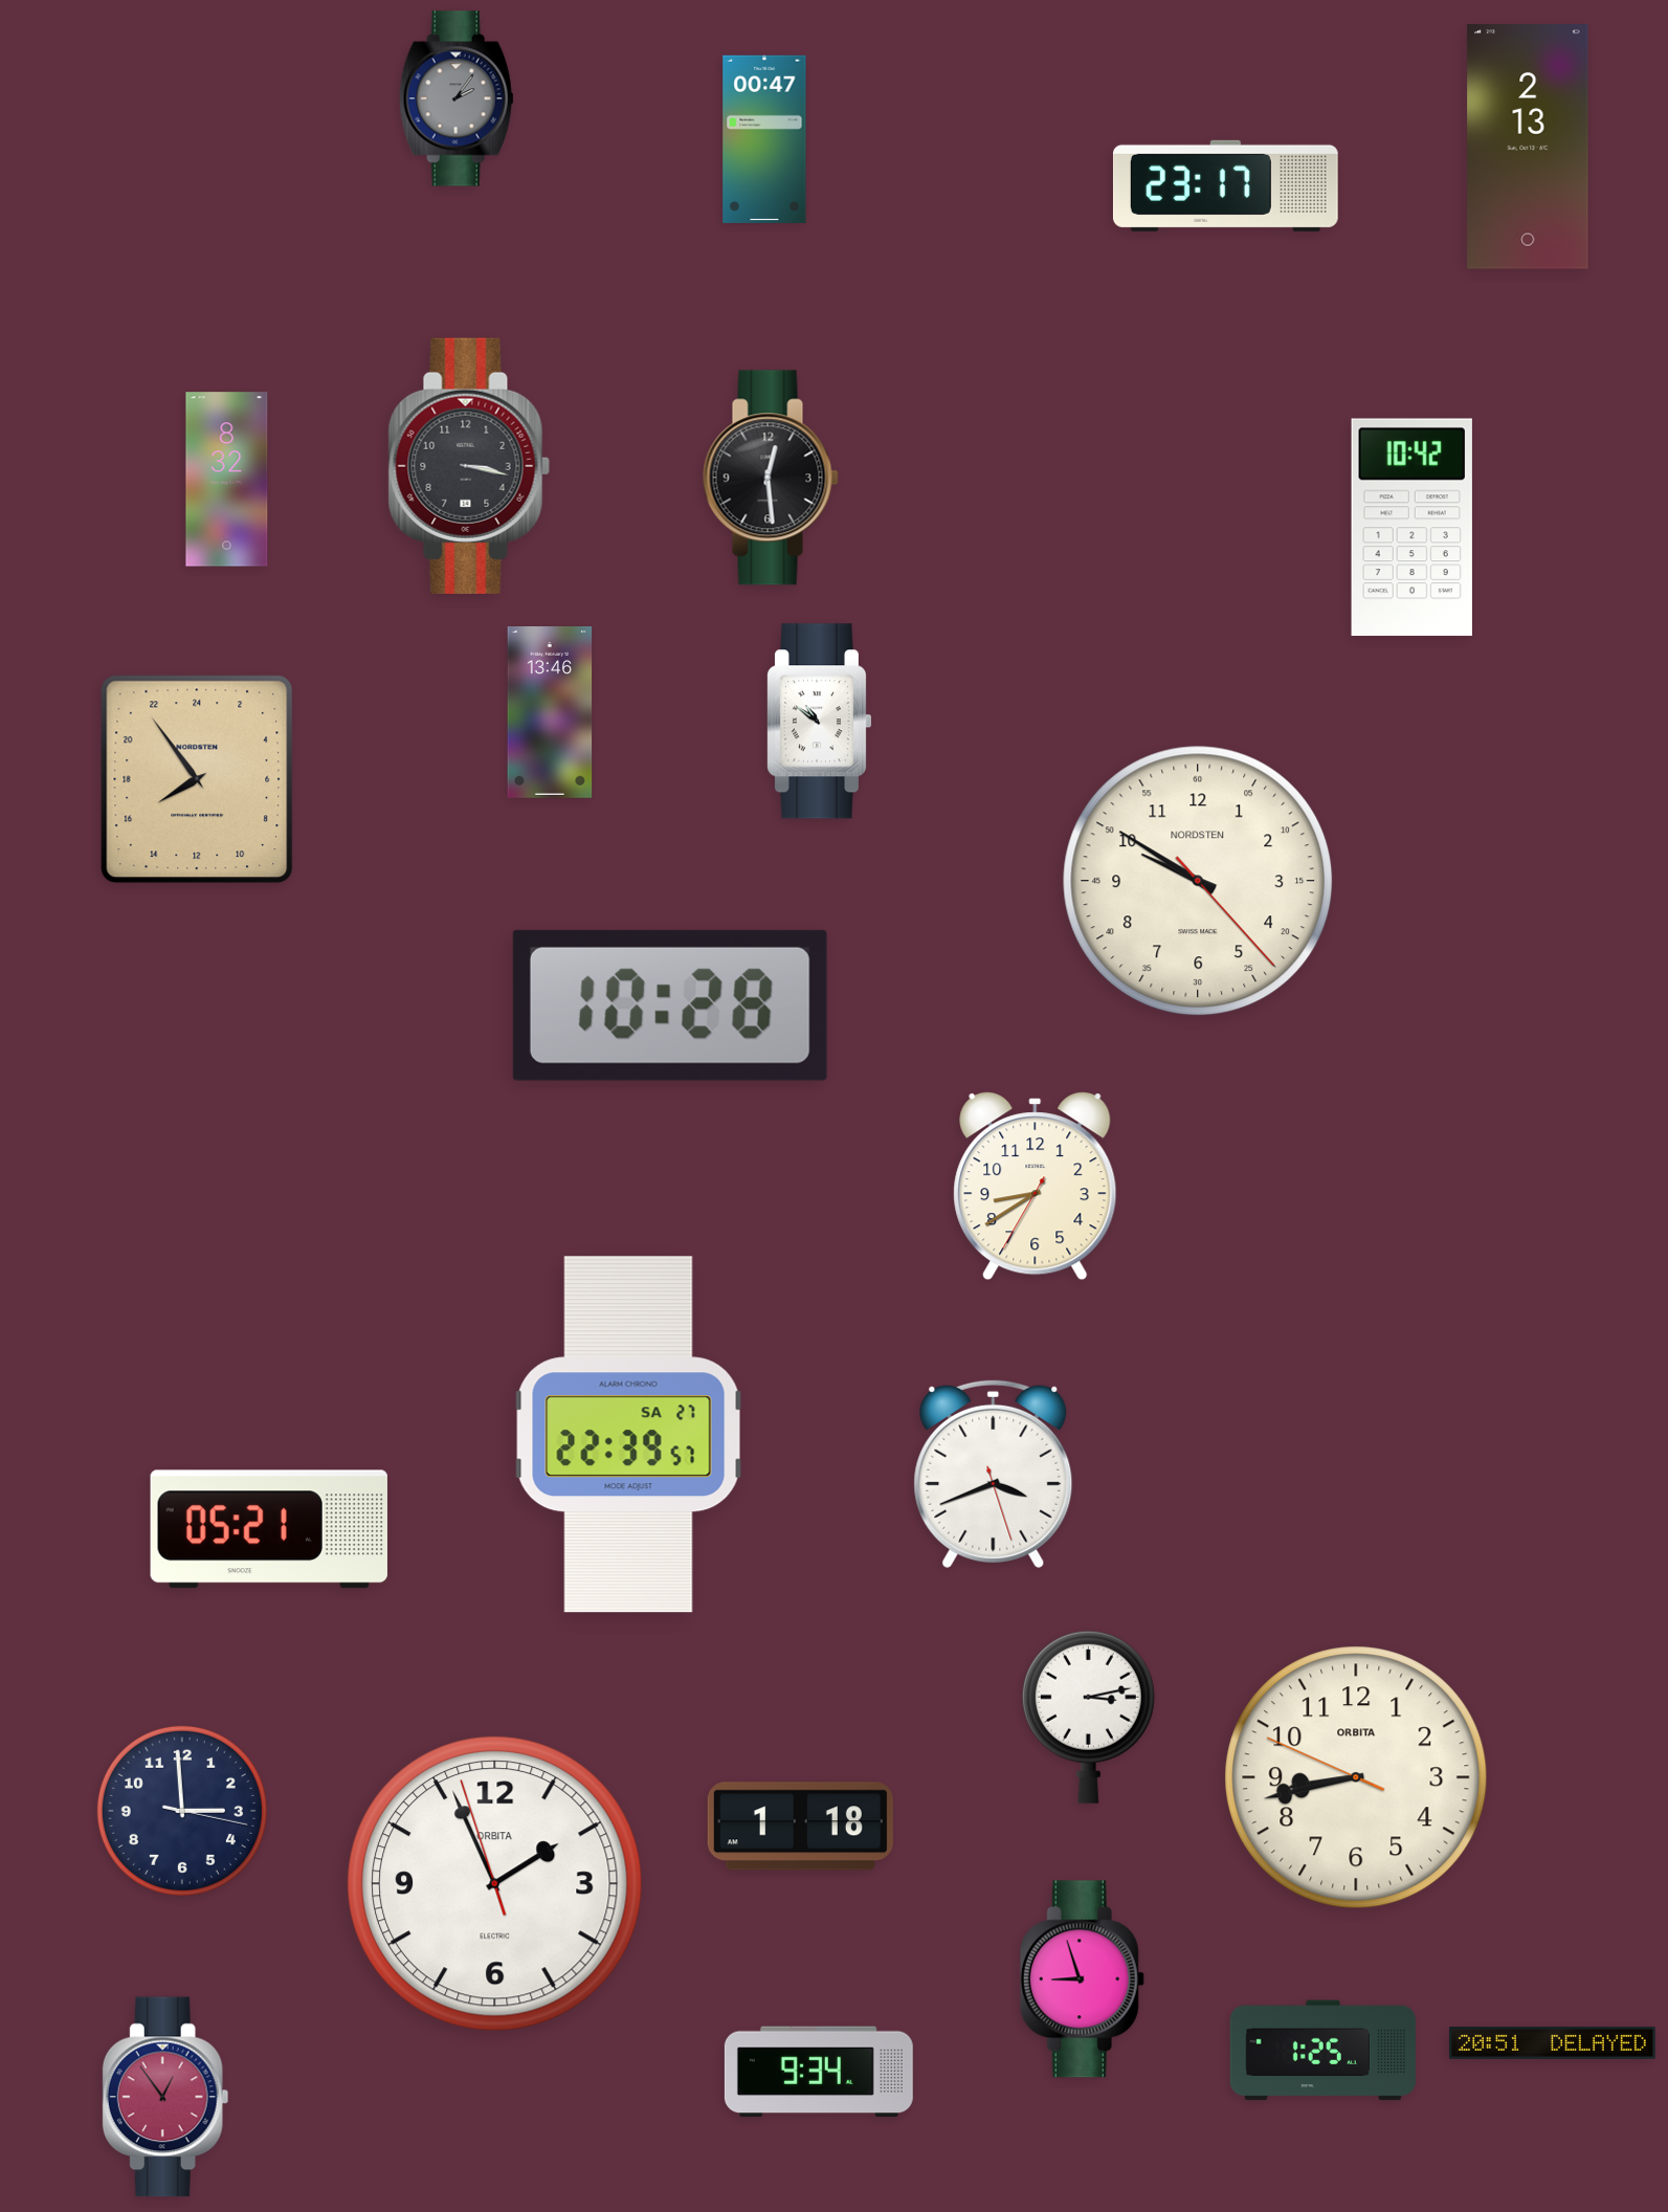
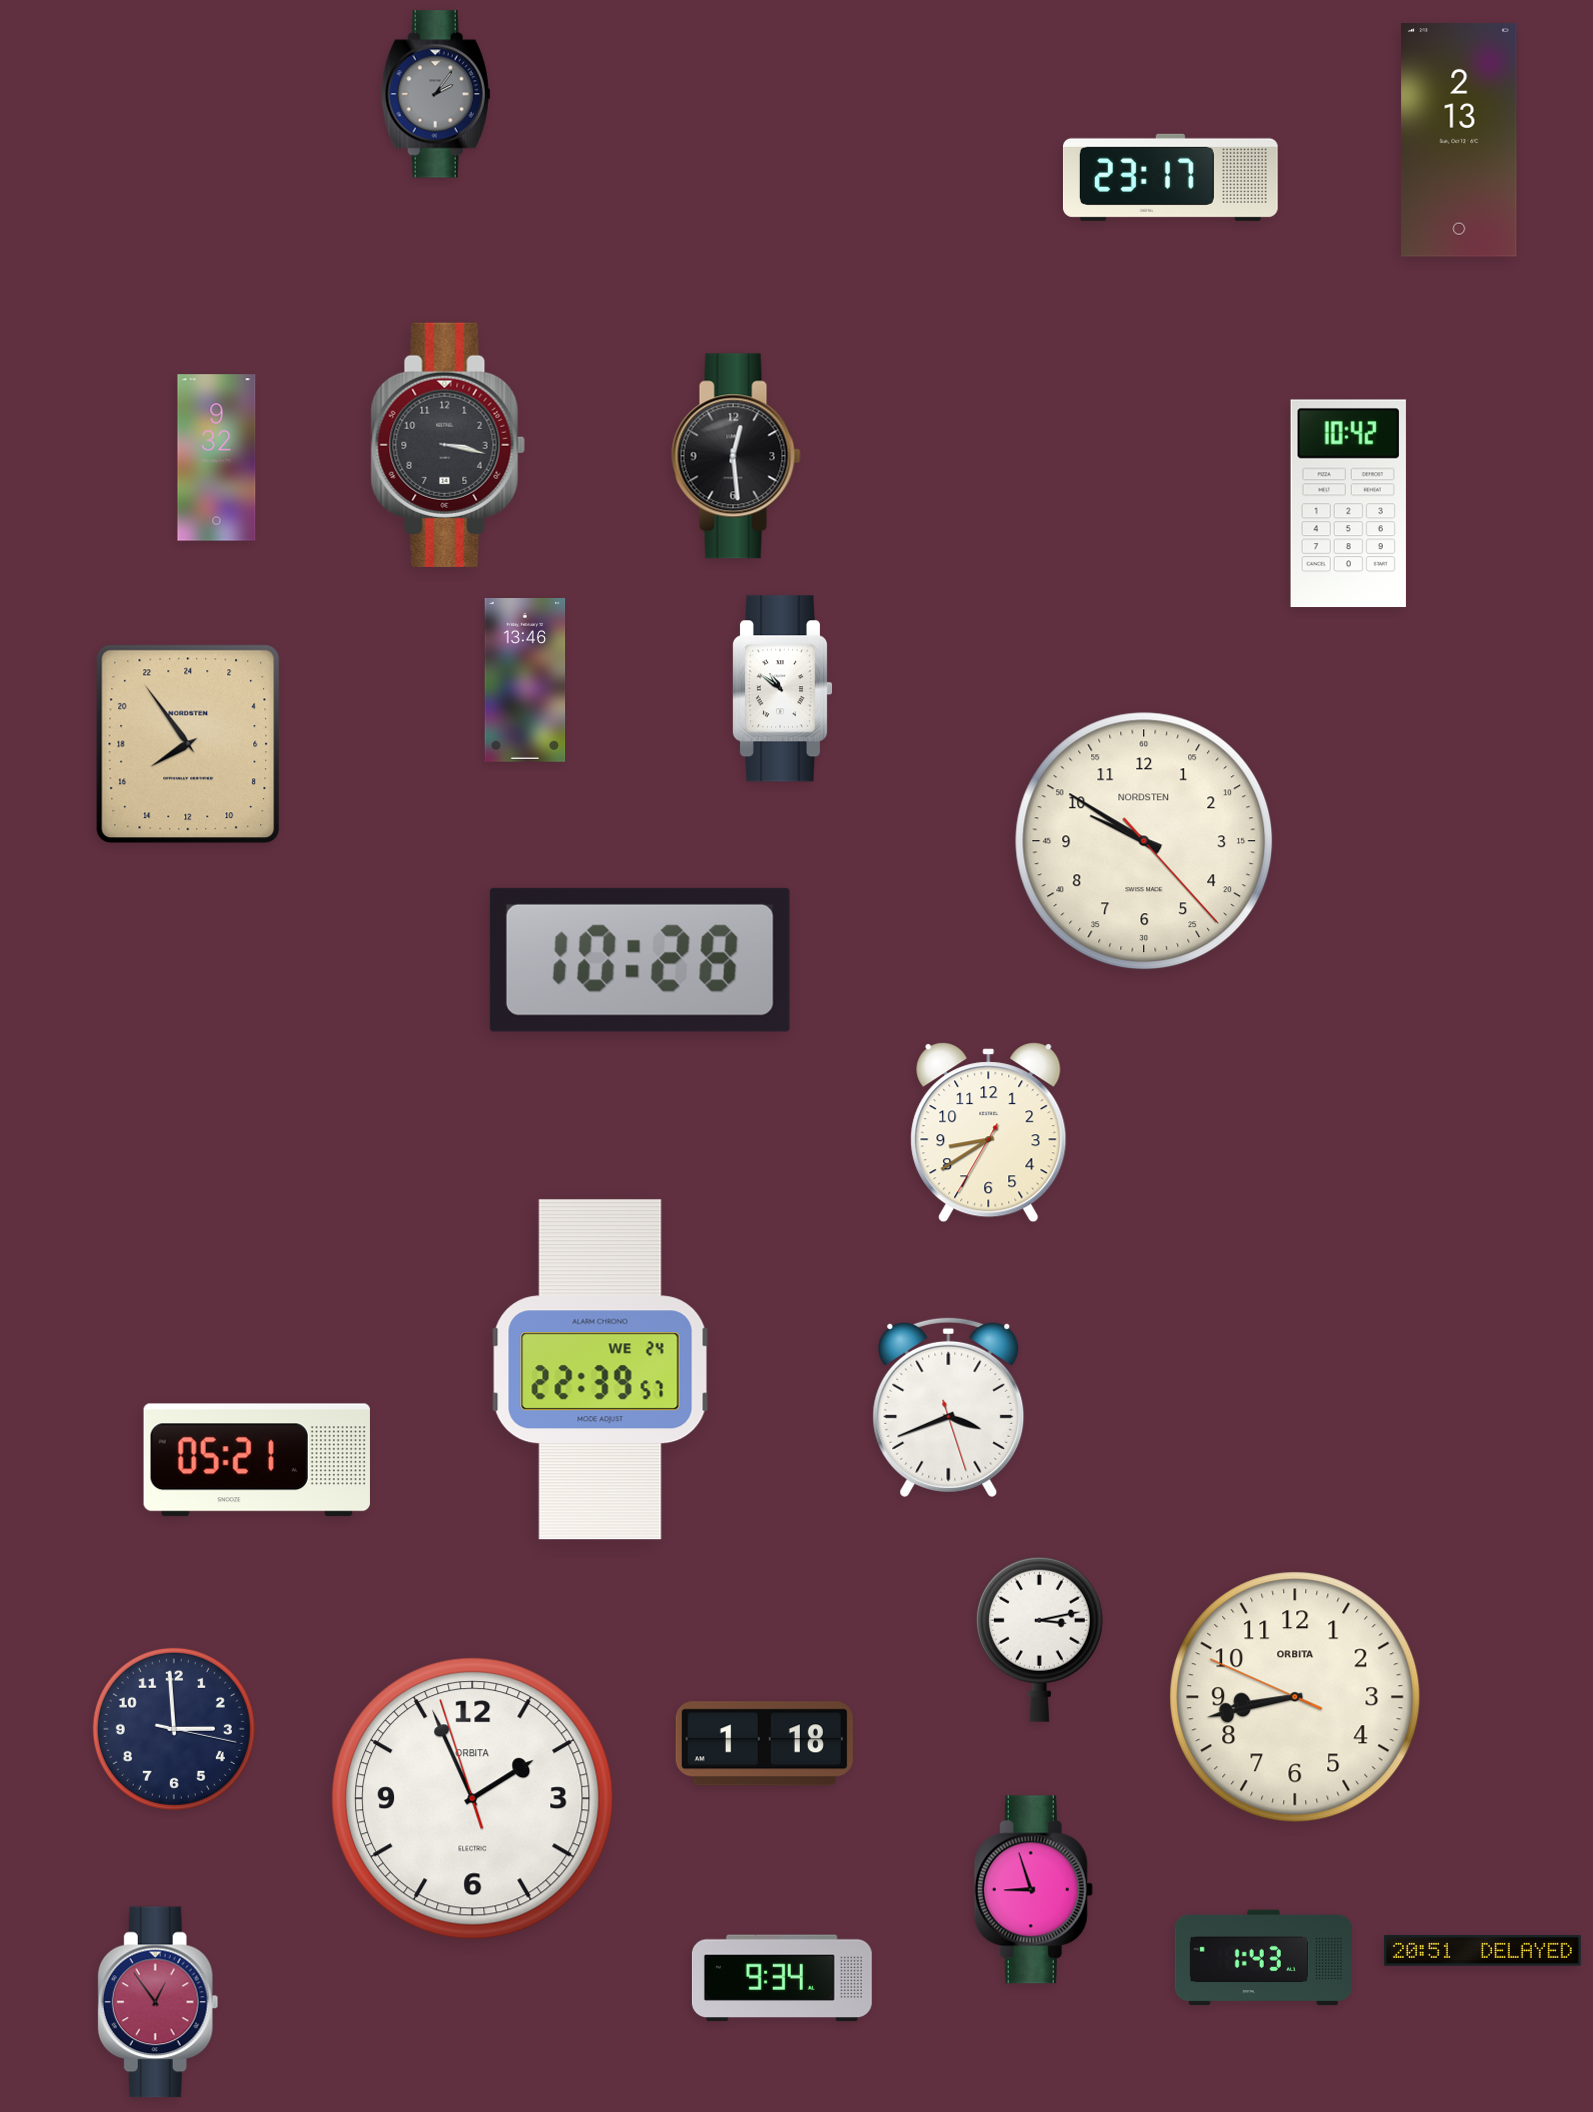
clock at (764, 139): 00:47 -> none
clock at (227, 480): 8:32 -> 9:32
clock at (629, 1435) date: SA 27 -> WE 24
clock at (1322, 2051): 1:25 -> 1:43
